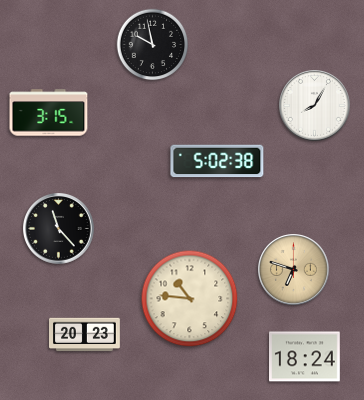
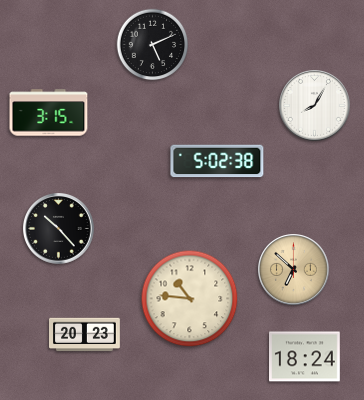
clock at (153, 45): 9:58 -> 5:11
clock at (59, 229): 11:23 -> 10:23
clock at (294, 270): 6:48 -> 6:52
